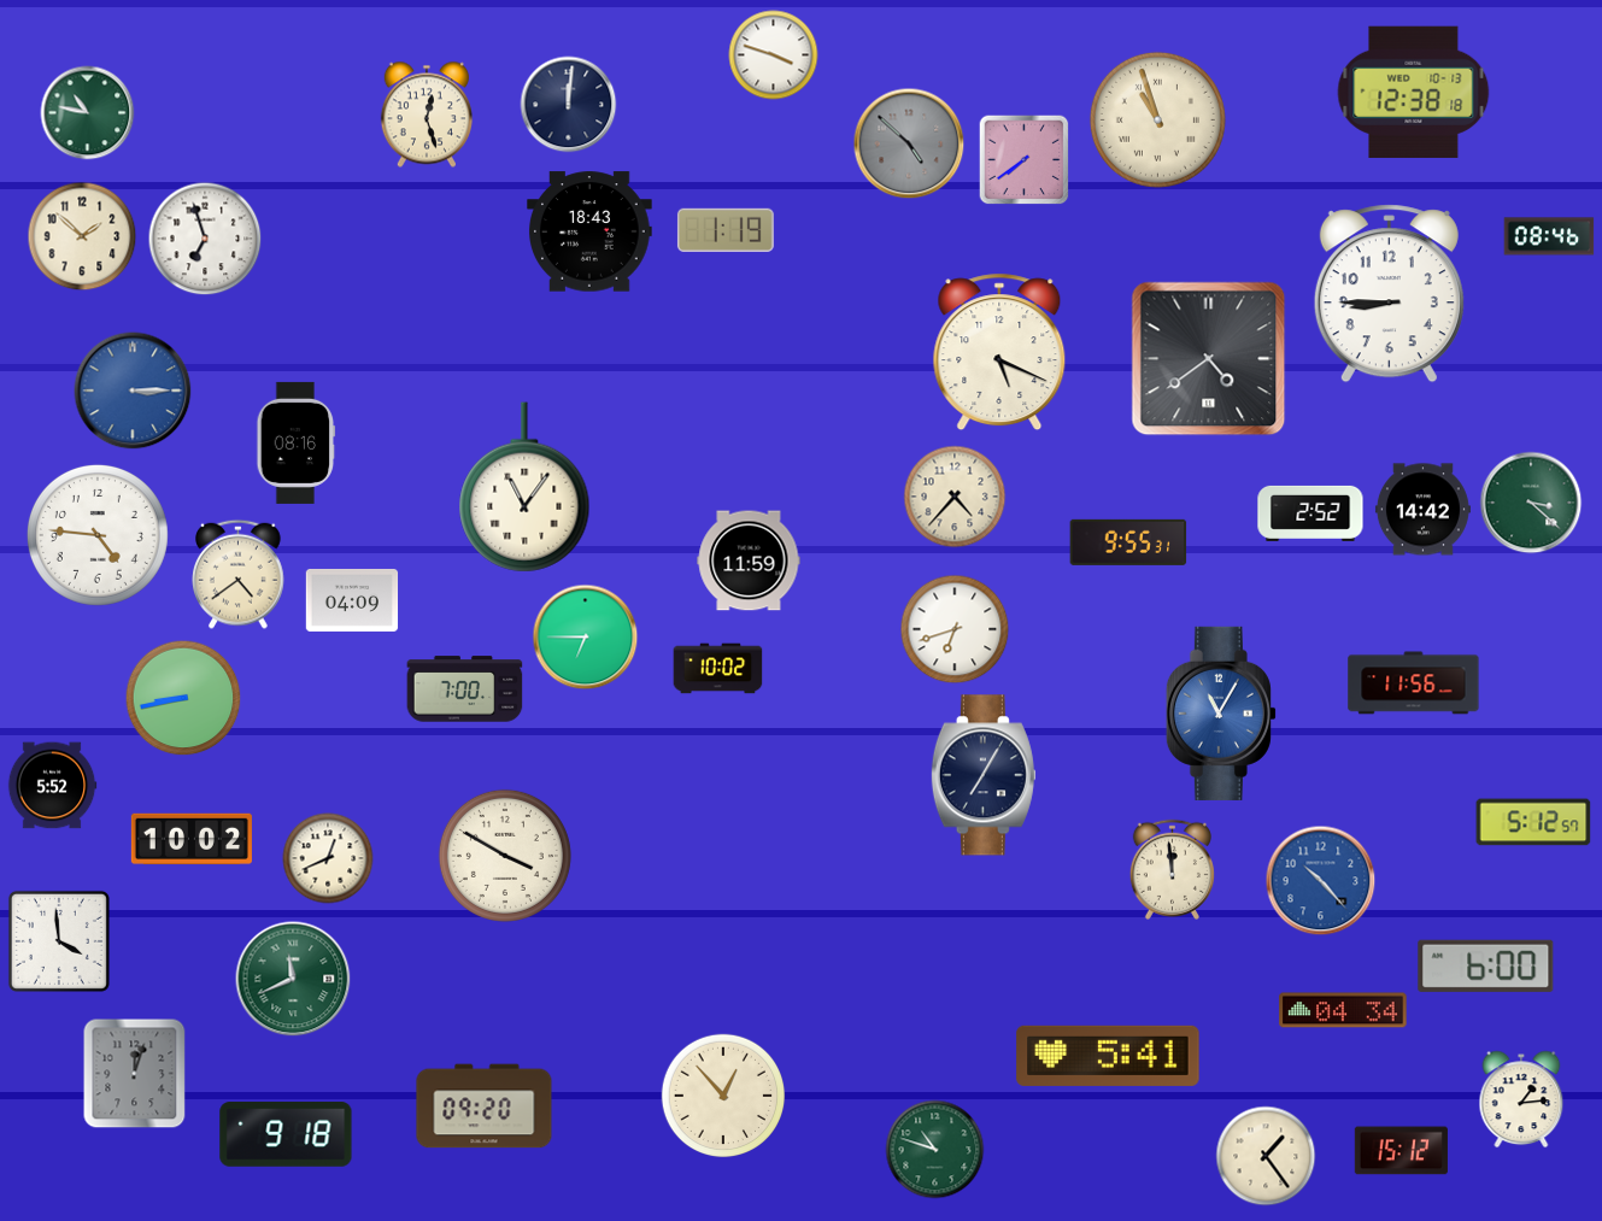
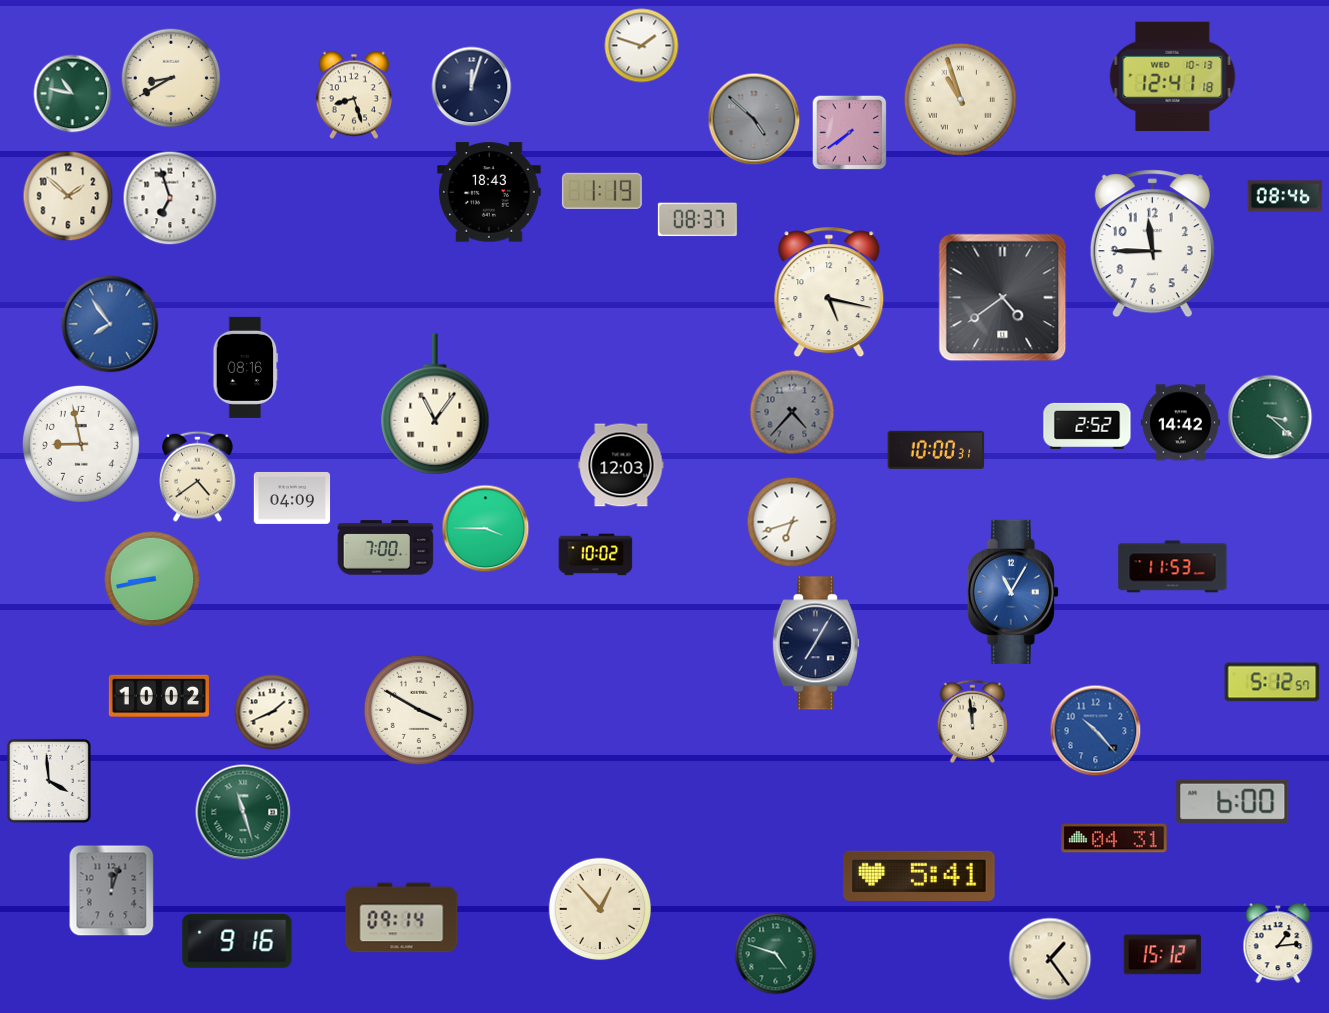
clock at (774, 55): 3:48 -> 1:48
clock at (1414, 92): 12:38 -> 12:41
clock at (171, 78): none -> 8:40
clock at (569, 105): 12:01 -> 12:03
clock at (427, 115): 12:27 -> 8:27
clock at (697, 220): none -> 08:37
clock at (1389, 294): 8:45 -> 11:45
clock at (999, 352): 5:19 -> 5:17
clock at (133, 391): 3:15 -> 7:54
clock at (955, 497) dial: cream -> grey
clock at (98, 535): 4:46 -> 8:58
clock at (1128, 542): 9:55 -> 10:00
clock at (749, 560): 11:59 -> 12:03
clock at (586, 638): 6:45 -> 3:45
clock at (1414, 683): 11:56 -> 11:53
clock at (465, 689) position: (465, 689) -> (386, 548)
clock at (52, 786): 5:52 -> none
clock at (328, 858): 12:41 -> 1:41
clock at (293, 979): 11:41 -> 11:27
clock at (1343, 1010): 04:34 -> 04:31
clock at (1521, 1099) position: (1521, 1099) -> (1278, 943)
clock at (485, 1106): 09:20 -> 09:14
clock at (286, 1134): 9:18 -> 9:16
clock at (935, 1150): 10:48 -> 4:48
